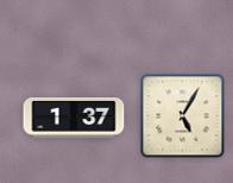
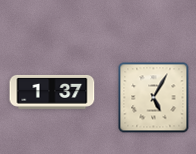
clock at (74, 118) position: (74, 118) -> (52, 92)
